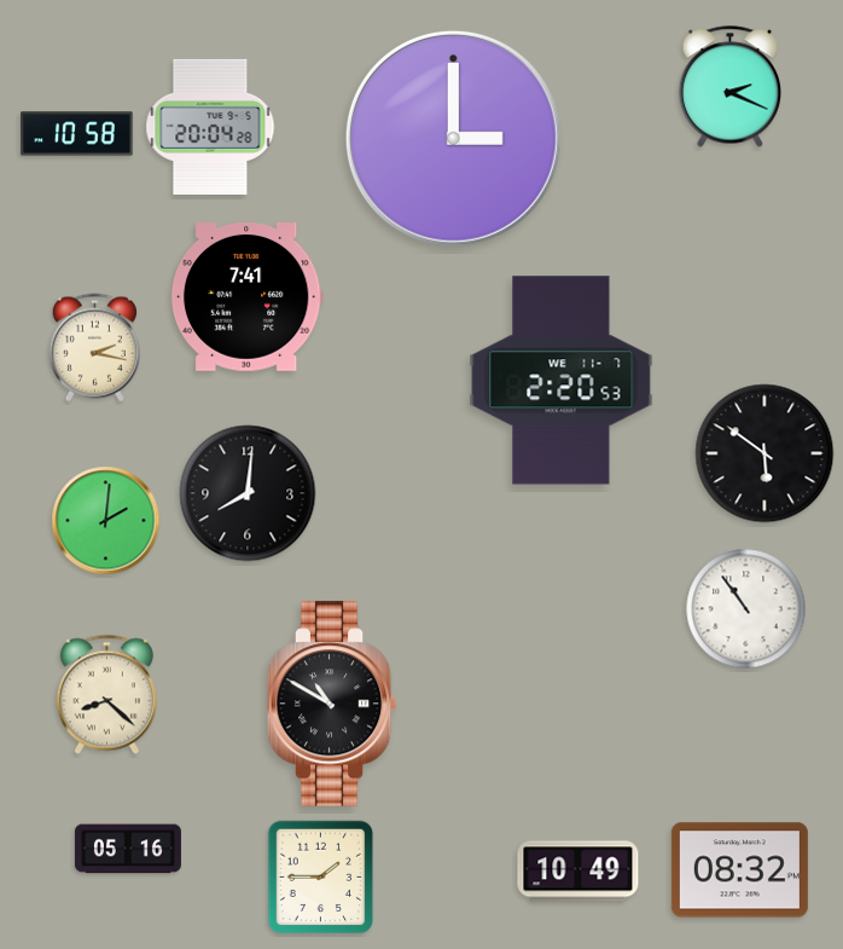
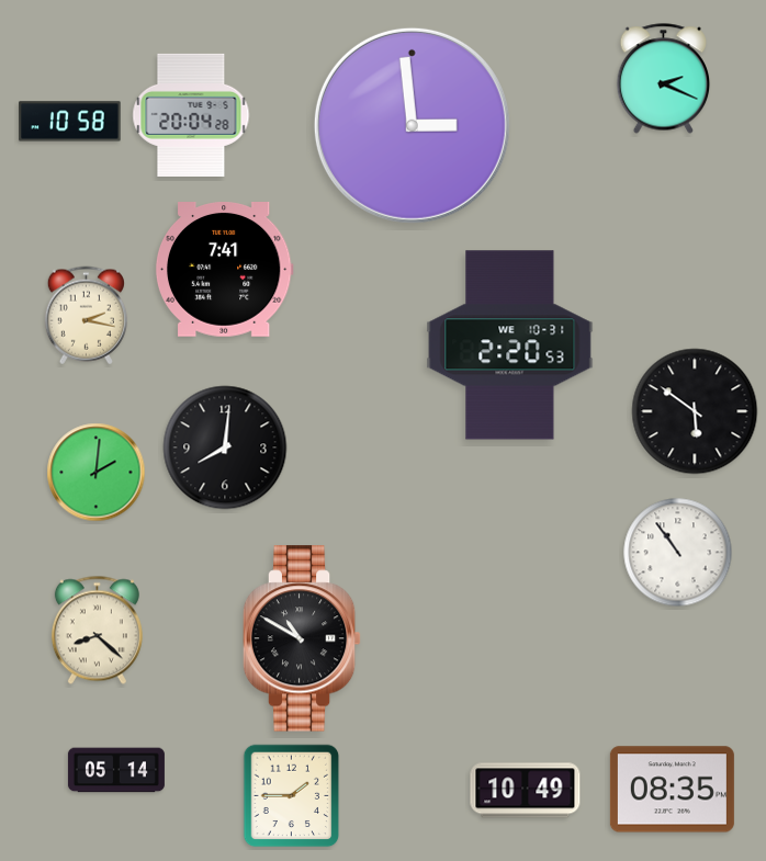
clock at (453, 138): 3:00 -> 2:59
clock at (562, 381) date: WE 11-7 -> WE 10-31
clock at (128, 849): 05:16 -> 05:14
clock at (739, 870): 08:32 -> 08:35
